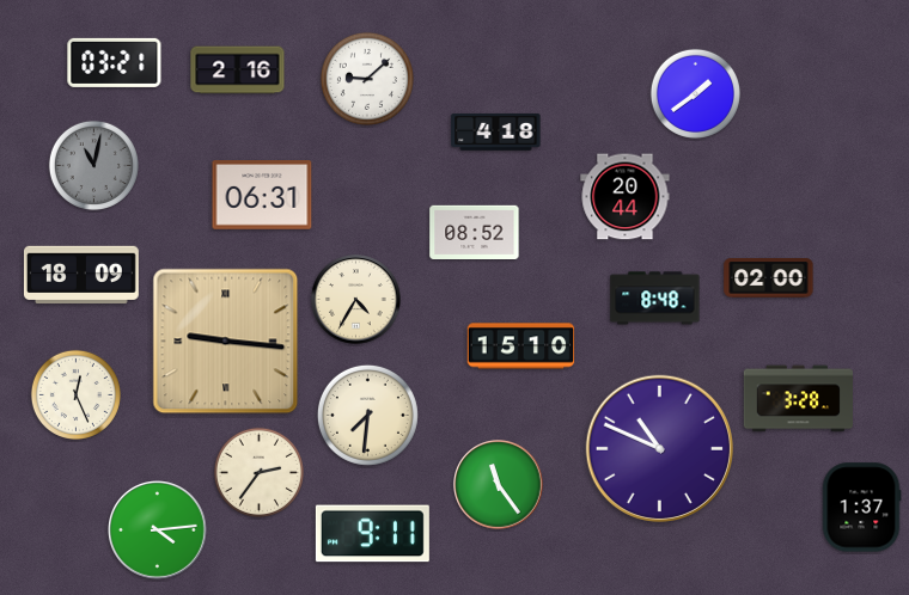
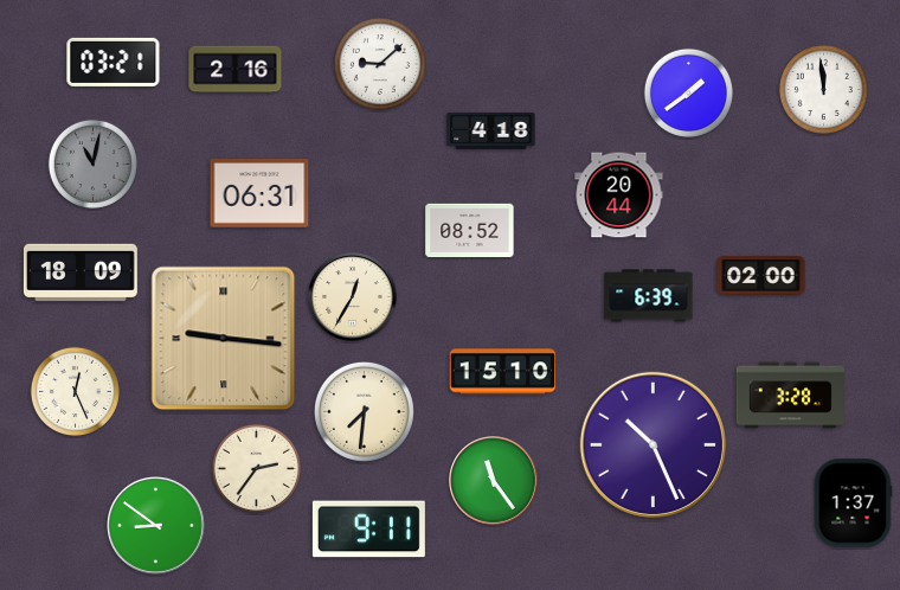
clock at (367, 79) position: (367, 79) -> (380, 64)
clock at (823, 89): none -> 11:59
clock at (655, 299): 8:48 -> 6:39
clock at (356, 300): 4:35 -> 12:35
clock at (521, 346) position: (521, 346) -> (503, 372)
clock at (659, 448): 10:49 -> 10:26
clock at (158, 530): 4:14 -> 8:51
